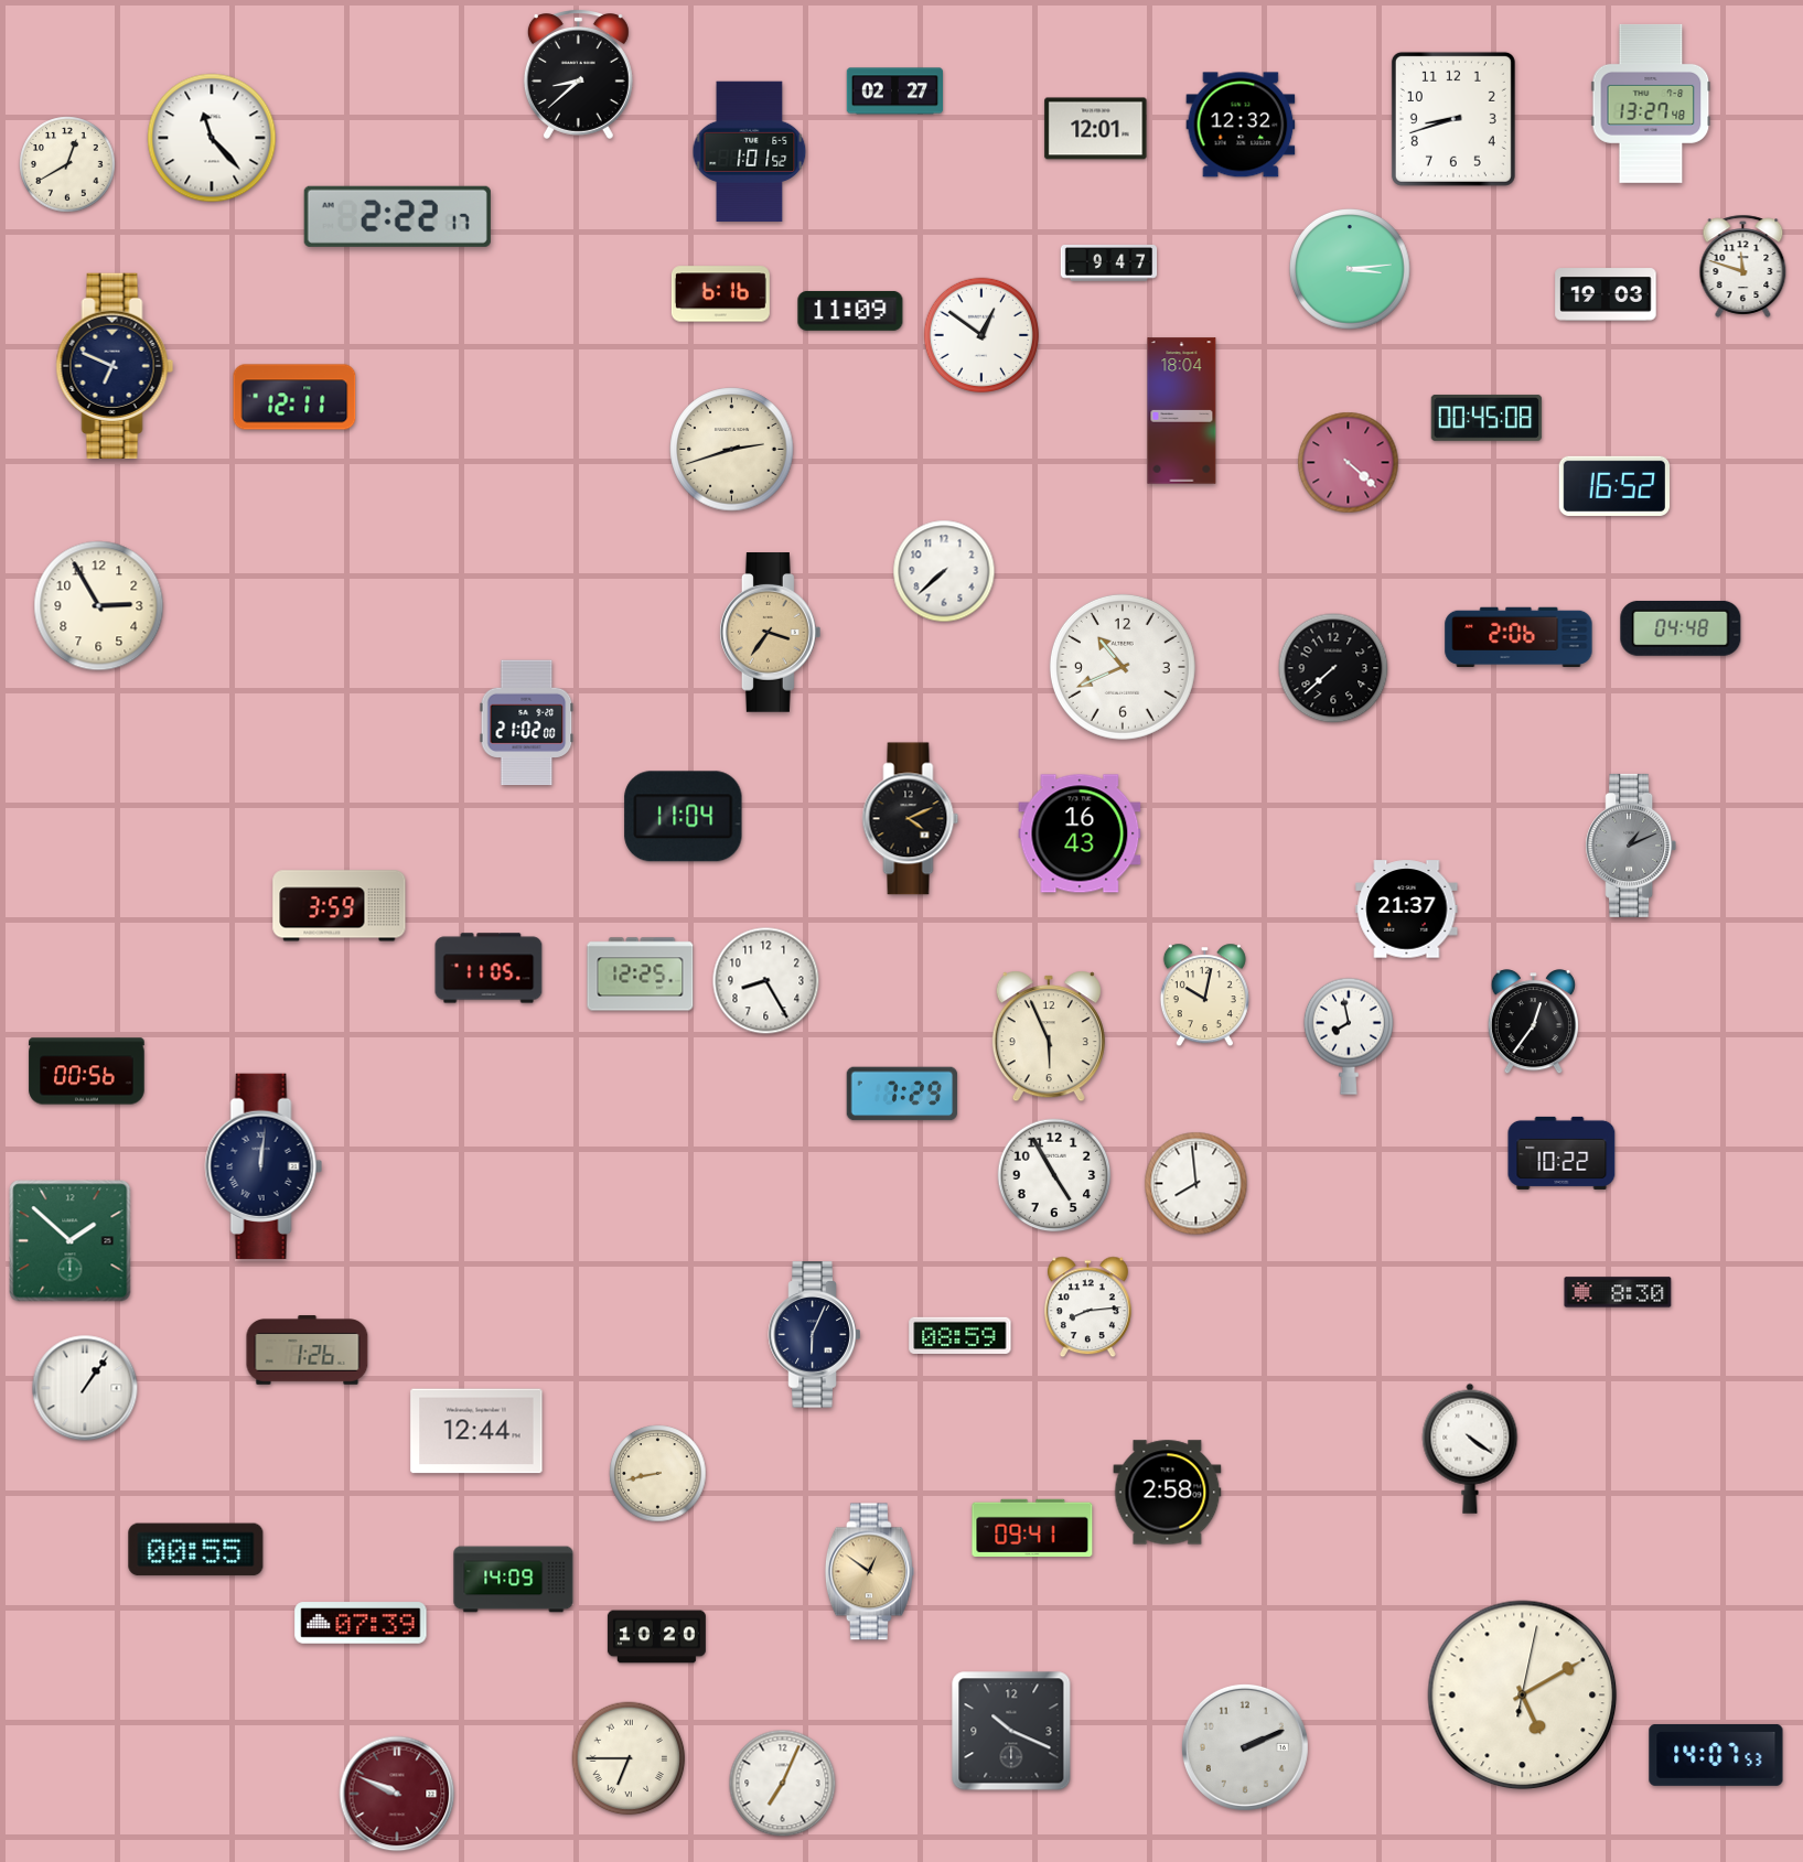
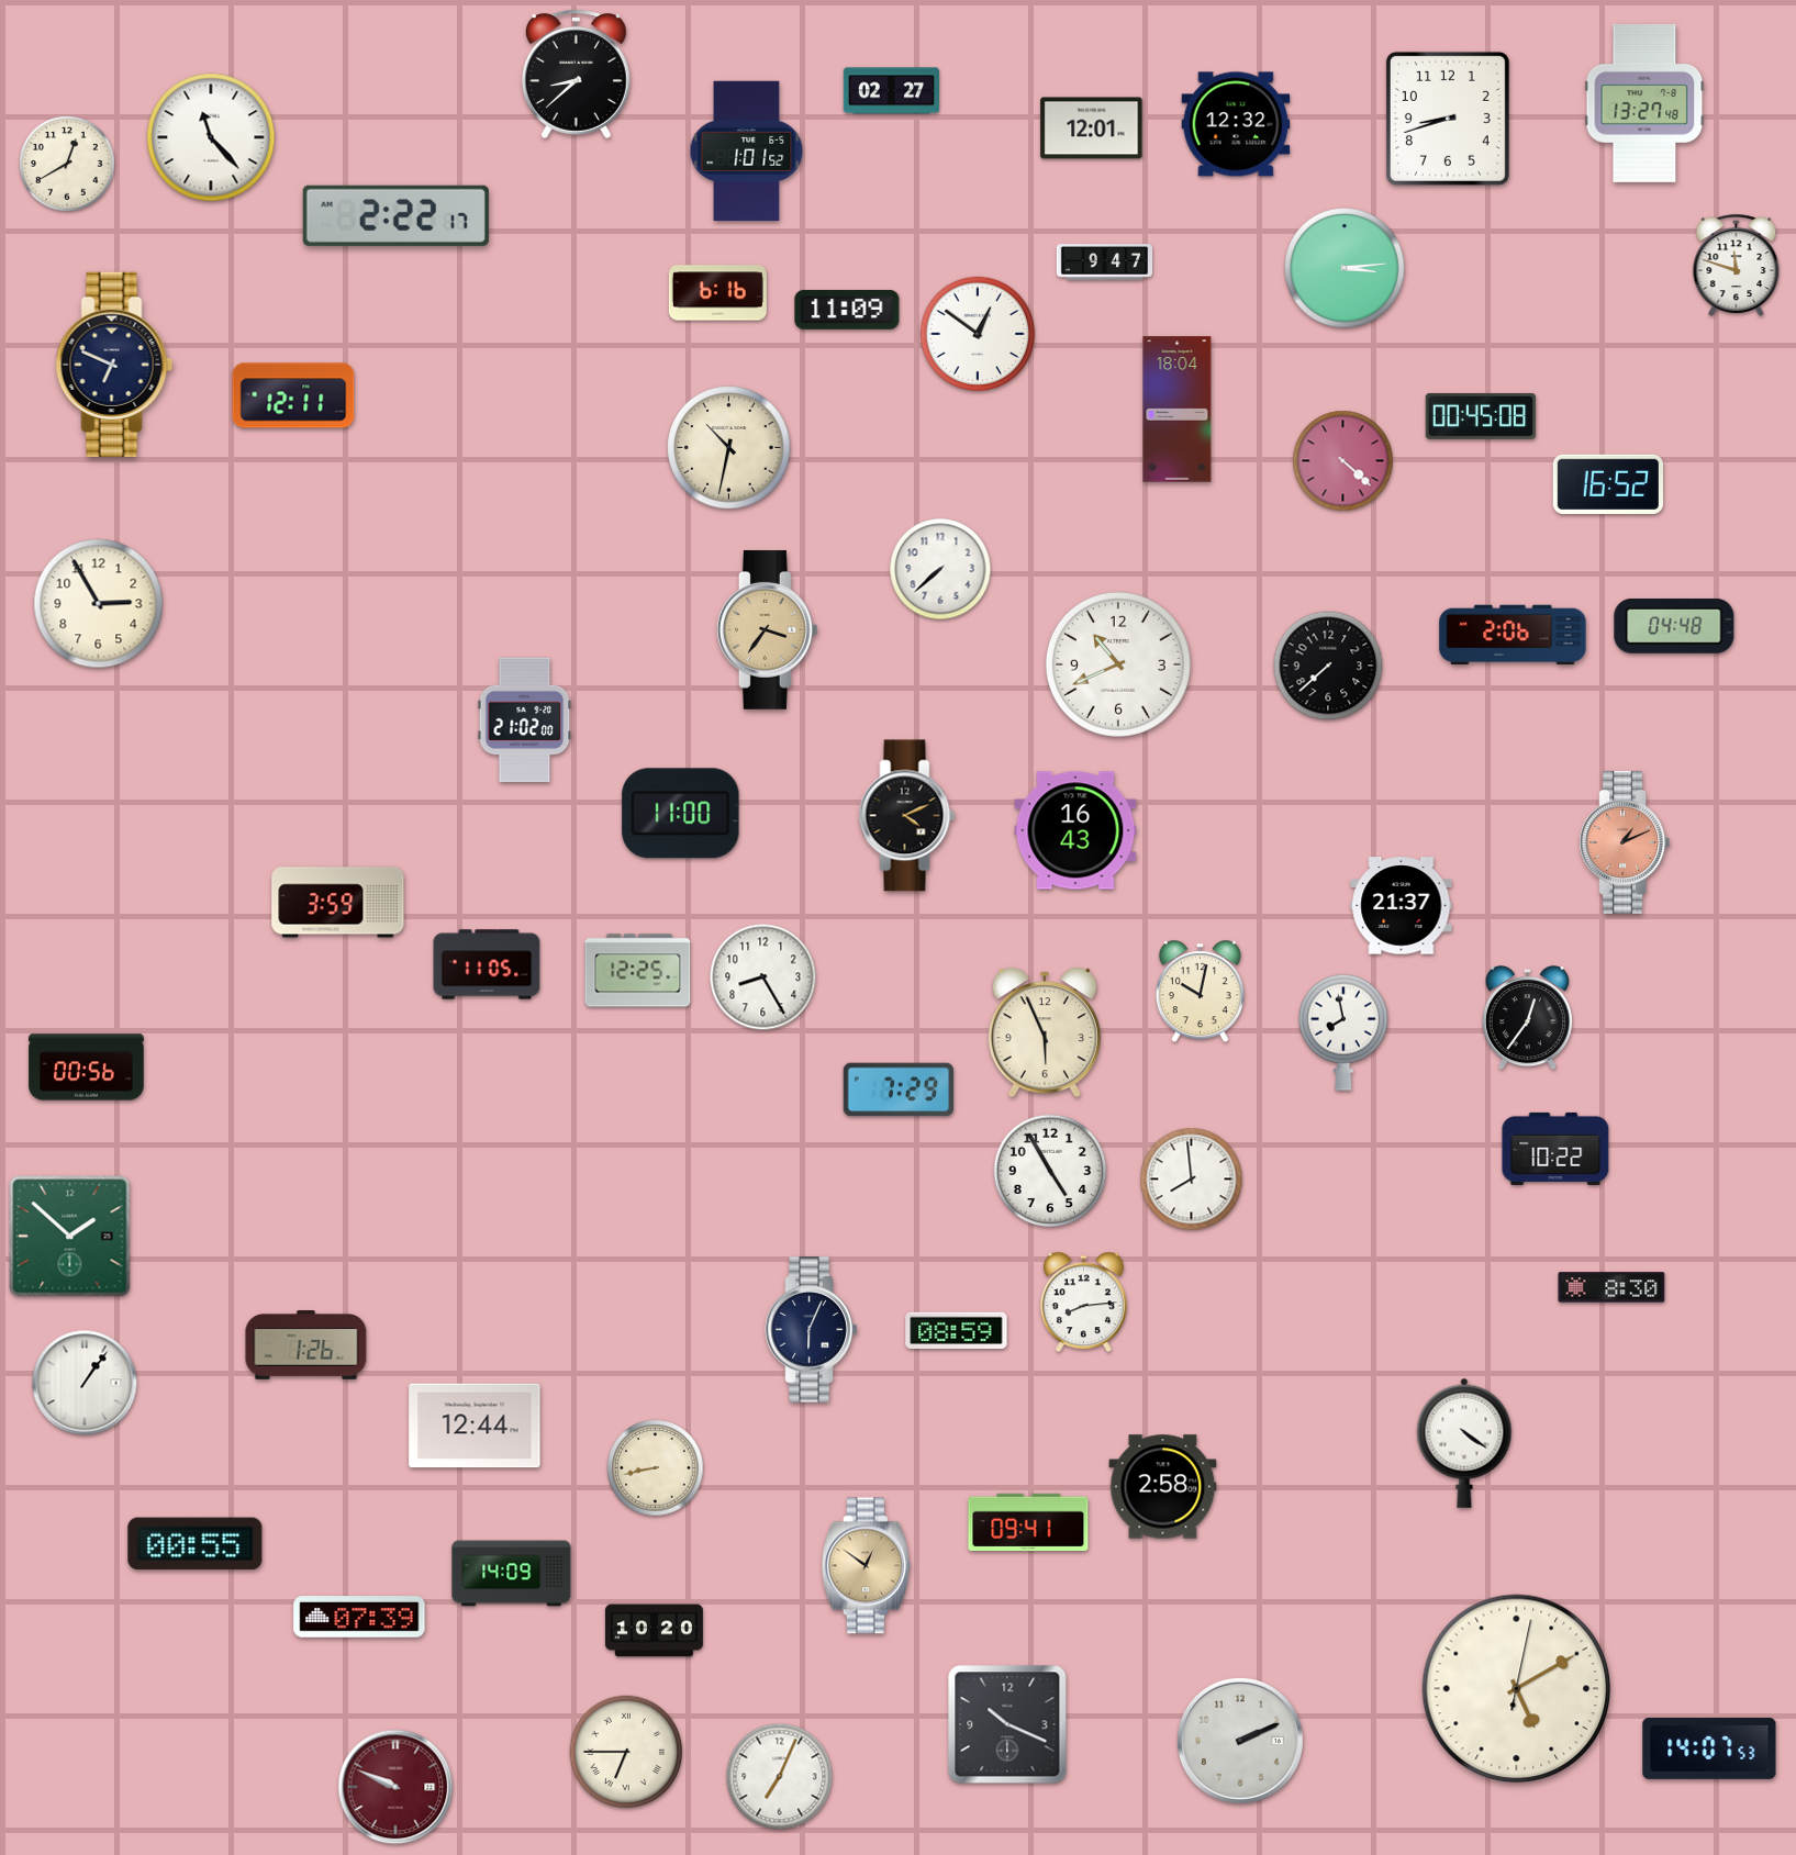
clock at (1606, 294): 19:03 -> none
clock at (732, 450): 2:42 -> 10:32
clock at (684, 817): 11:04 -> 11:00
clock at (1631, 846) dial: grey -> salmon
clock at (264, 1166): 12:01 -> none
